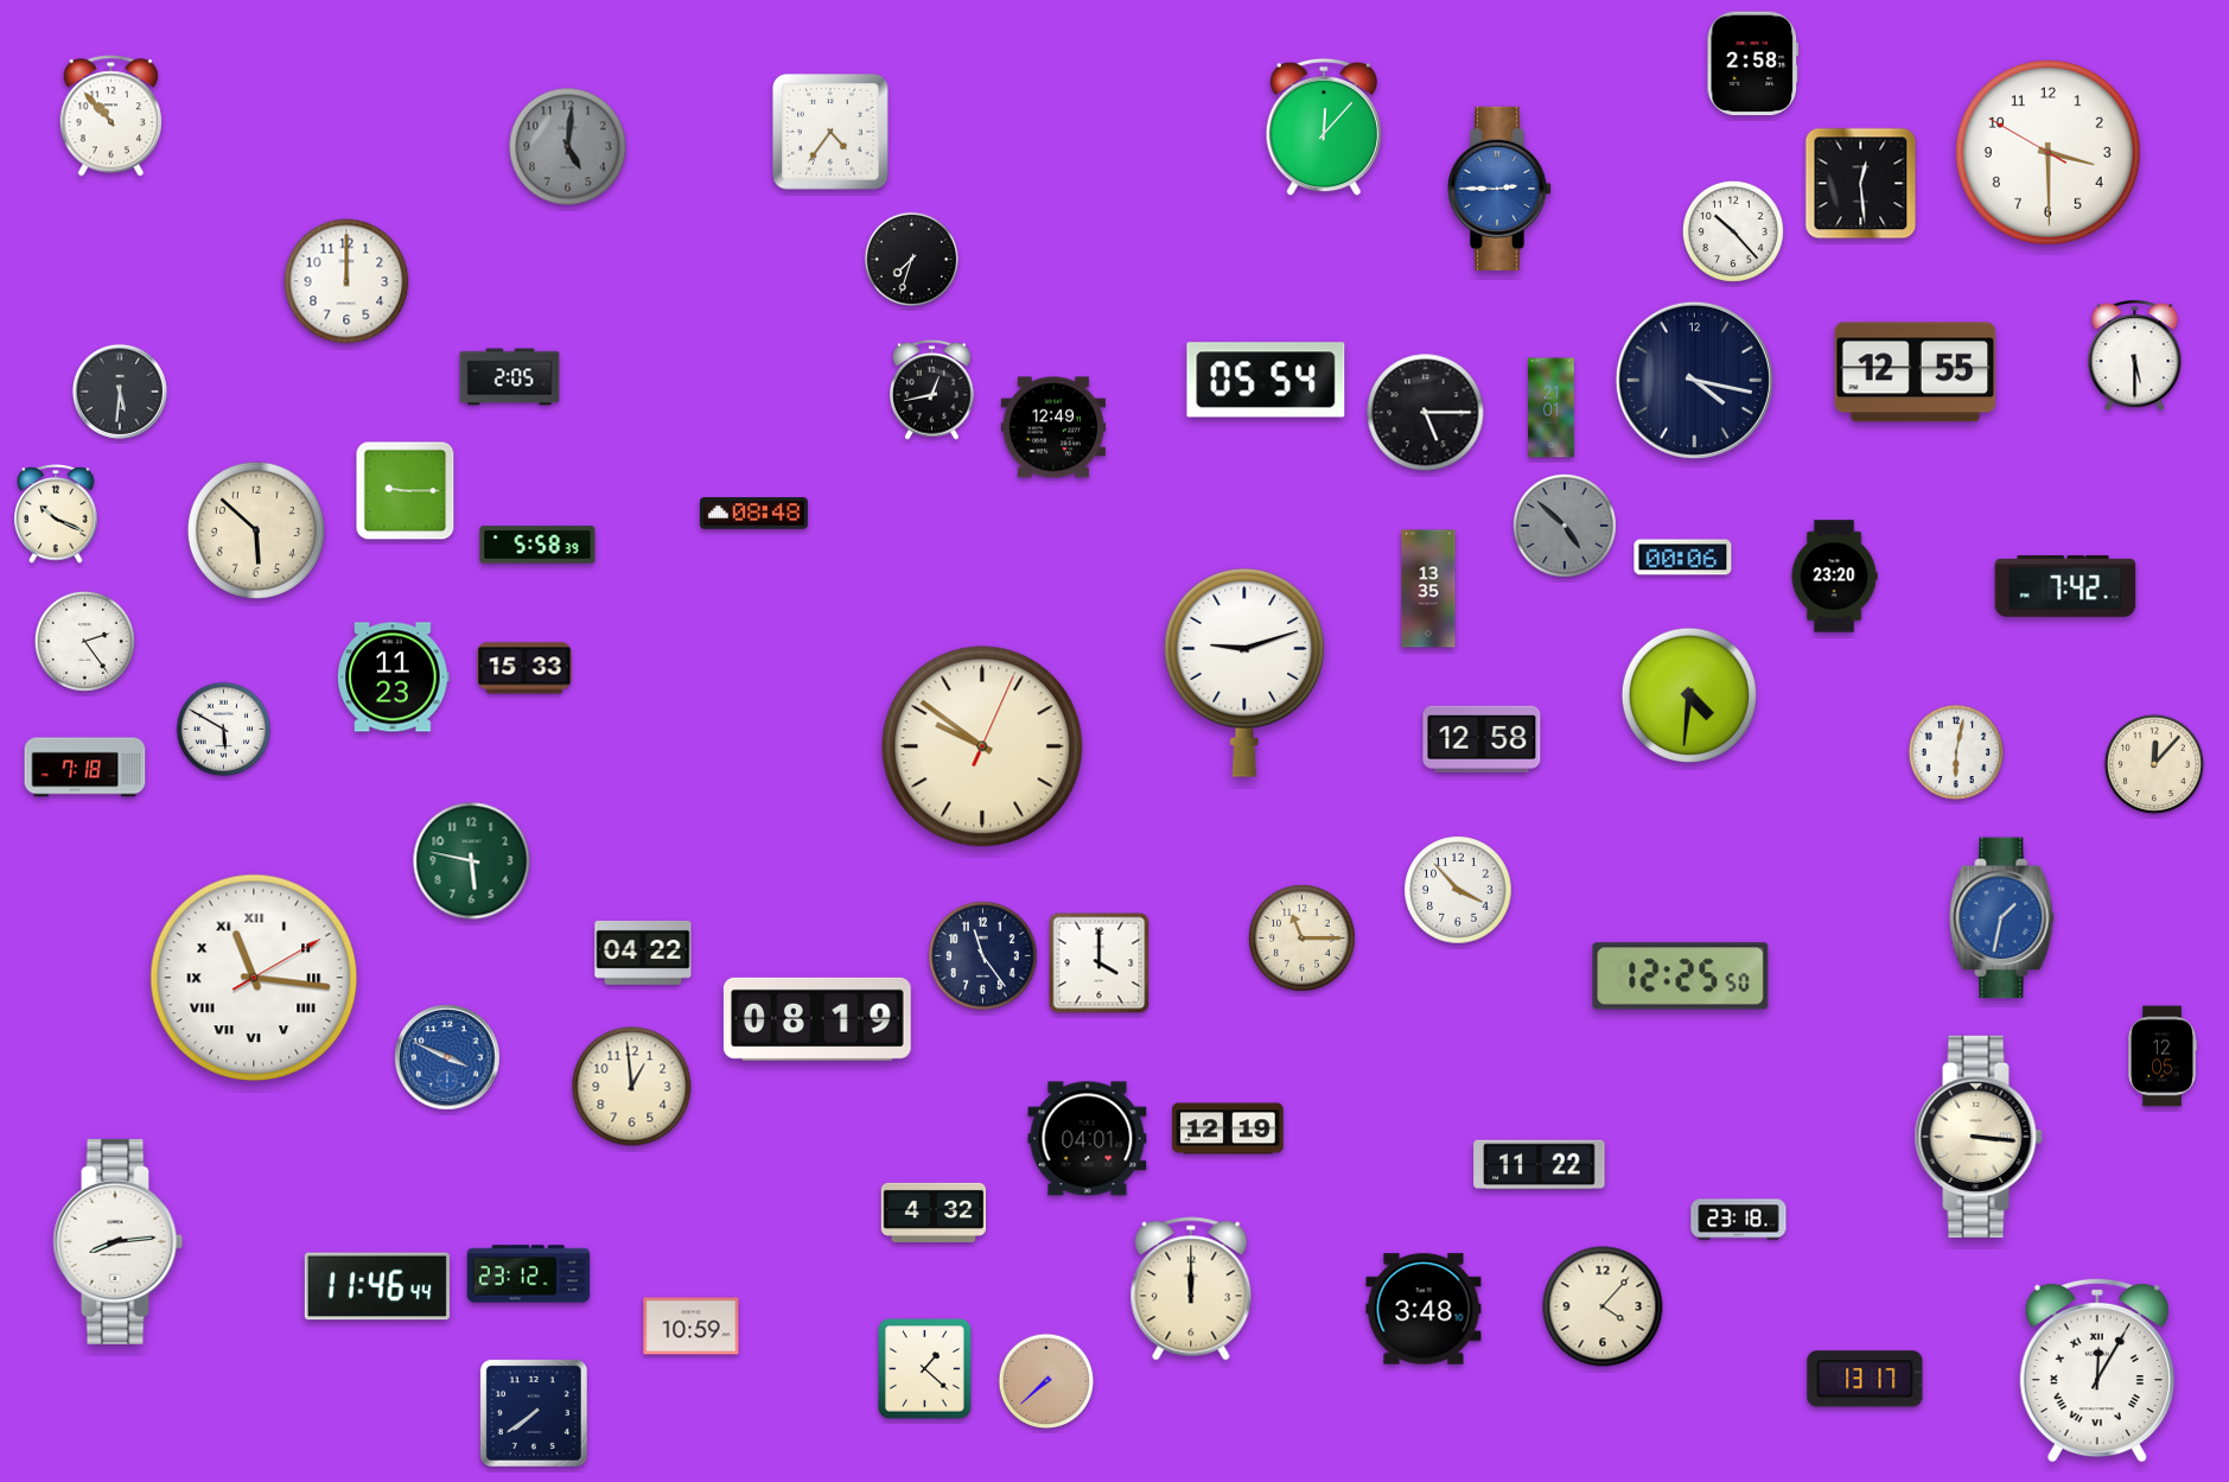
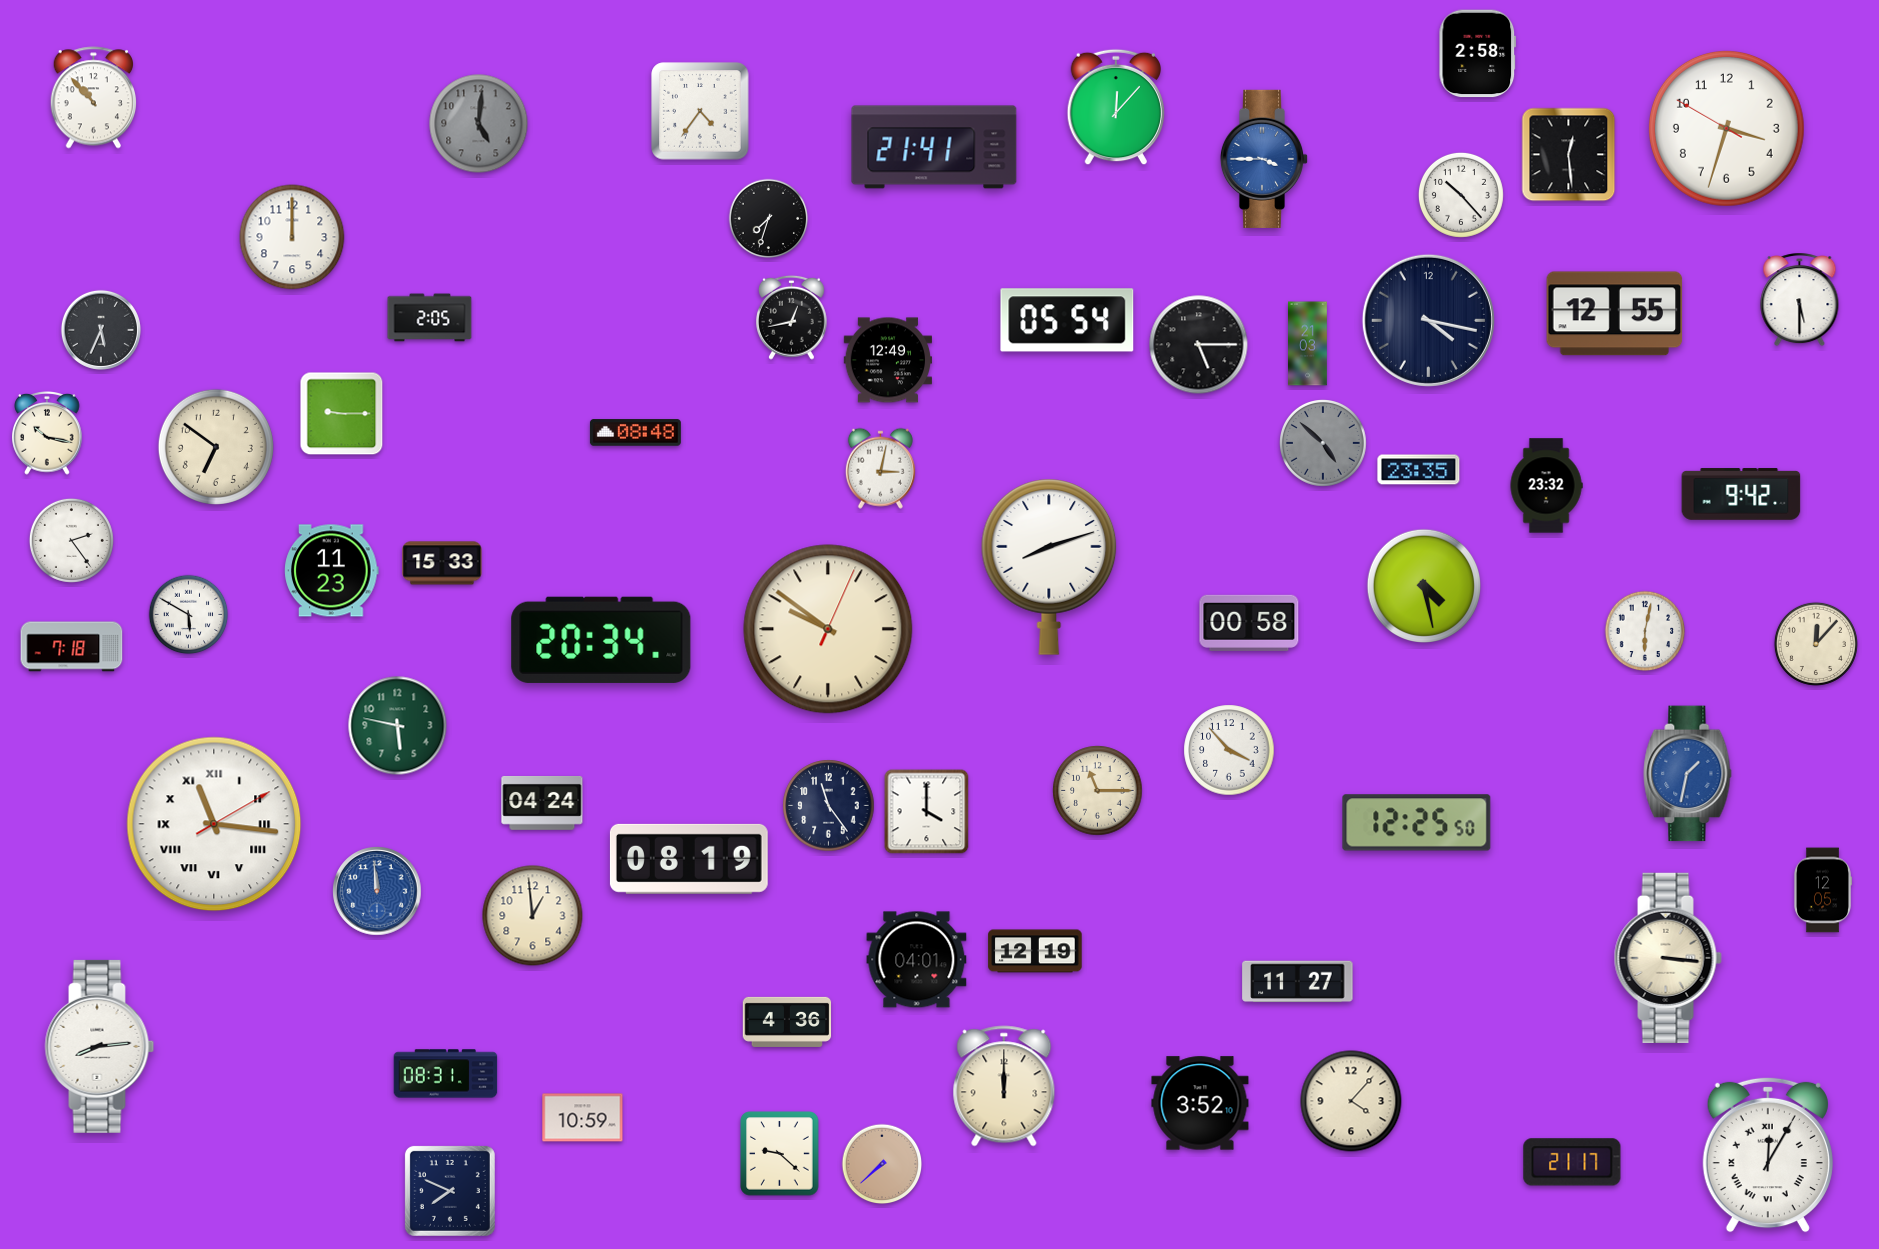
clock at (2048, 152): 3:29 -> 3:32
clock at (934, 147): none -> 21:41
clock at (1499, 189): 2:45 -> 3:45
clock at (932, 389) position: (932, 389) -> (792, 317)
clock at (120, 392): 5:31 -> 5:34
clock at (1552, 408): 21:01 -> 21:03
clock at (1426, 413) position: (1426, 413) -> (1199, 345)
clock at (56, 515): 10:19 -> 10:17
clock at (1566, 527) position: (1566, 527) -> (1324, 444)
clock at (256, 530): 5:52 -> 6:51
clock at (537, 545): 5:58 -> none
clock at (880, 468): none -> 3:02
clock at (1683, 558): 00:06 -> 23:35
clock at (1834, 577): 23:20 -> 23:32
clock at (2065, 586): 7:42 -> 9:42
clock at (1428, 589): 13:35 -> none
clock at (1244, 673): 9:12 -> 8:12
clock at (1688, 694): 4:31 -> 4:28
clock at (1482, 739): 12:58 -> 00:58
clock at (1956, 752) position: (1956, 752) -> (1645, 631)
clock at (601, 640): none -> 20:34
clock at (643, 953): 04:22 -> 04:24
clock at (447, 1057): 3:49 -> 11:59
clock at (1540, 1165): 11:22 -> 11:27
clock at (934, 1213): 4:32 -> 4:36
clock at (1739, 1220): 23:18 -> none
clock at (529, 1274): 23:12 -> 08:31
clock at (377, 1286): 11:46 -> none
clock at (1424, 1309): 3:48 -> 3:52
clock at (925, 1369): 1:22 -> 9:22
clock at (1865, 1379): 13:17 -> 21:17
clock at (534, 1413): 7:39 -> 7:49
